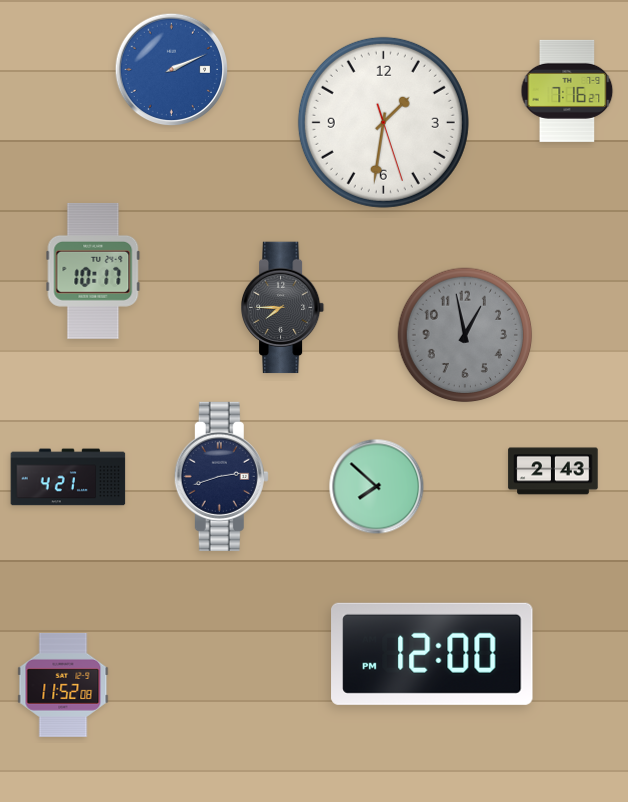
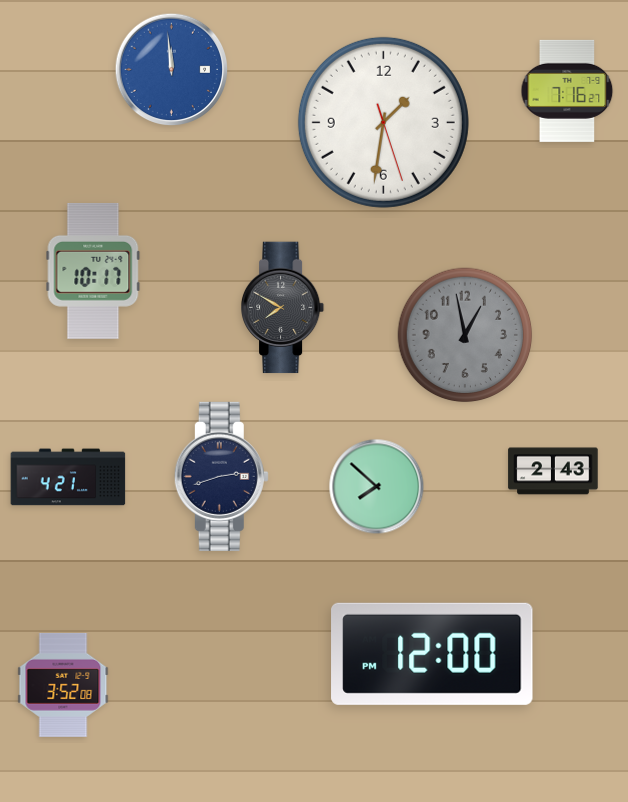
clock at (172, 70): 2:11 -> 11:59
clock at (283, 308): 7:45 -> 7:50
clock at (63, 685): 11:52 -> 3:52
